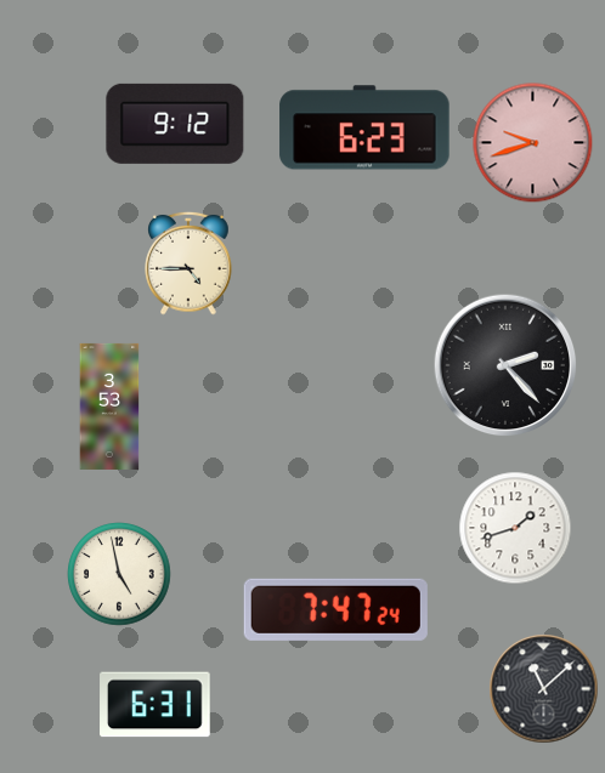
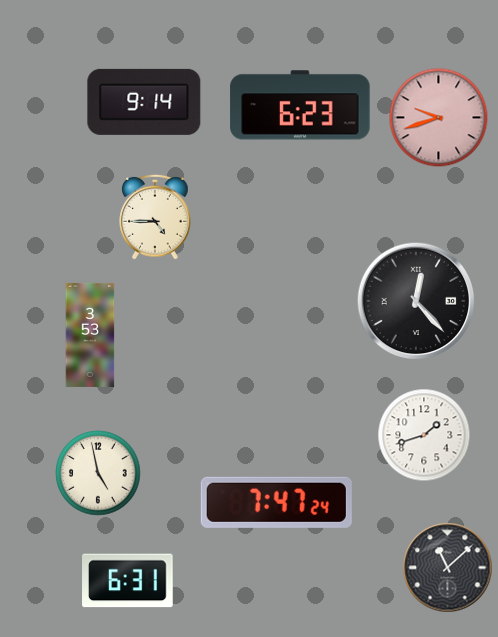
clock at (175, 124): 9:12 -> 9:14
clock at (505, 365): 2:23 -> 12:23
